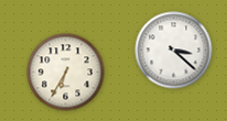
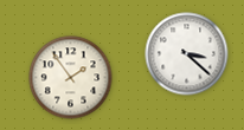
clock at (66, 73): 6:35 -> 1:54
